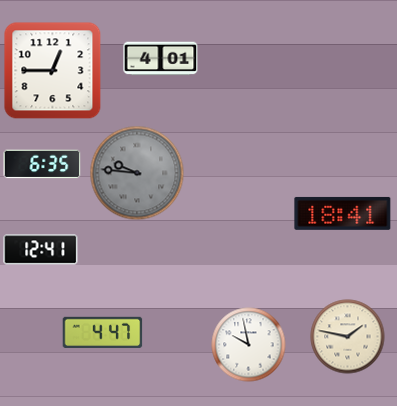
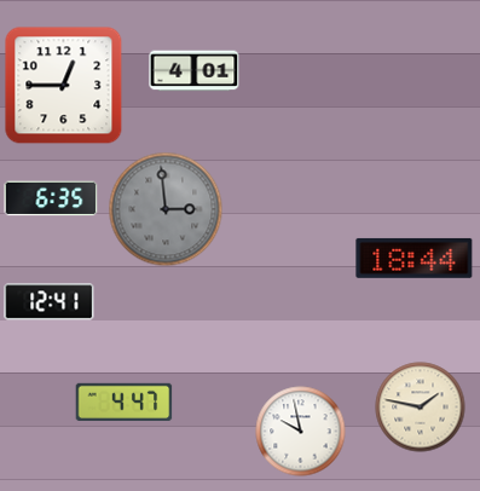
clock at (137, 173): 9:46 -> 2:59
clock at (343, 213): 18:41 -> 18:44
clock at (249, 345) position: (249, 345) -> (301, 432)
